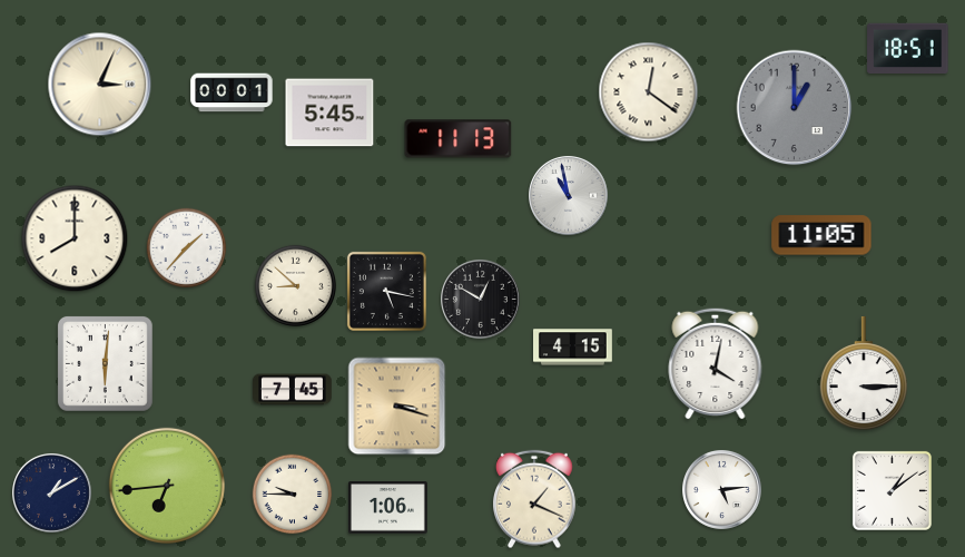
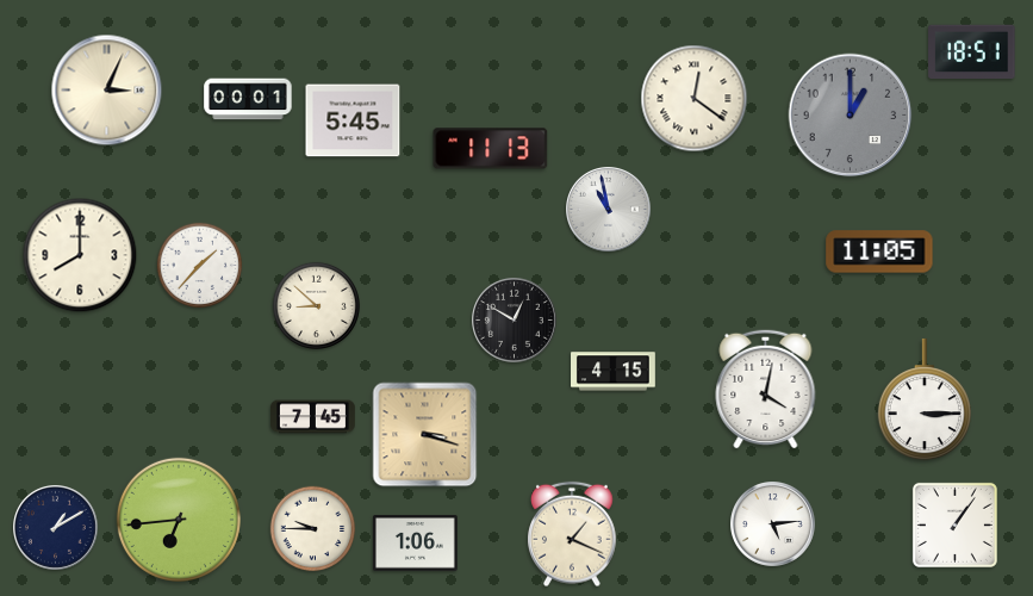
clock at (386, 291): 5:17 -> none
clock at (105, 363): 6:01 -> none
clock at (892, 490): 1:09 -> 1:06
